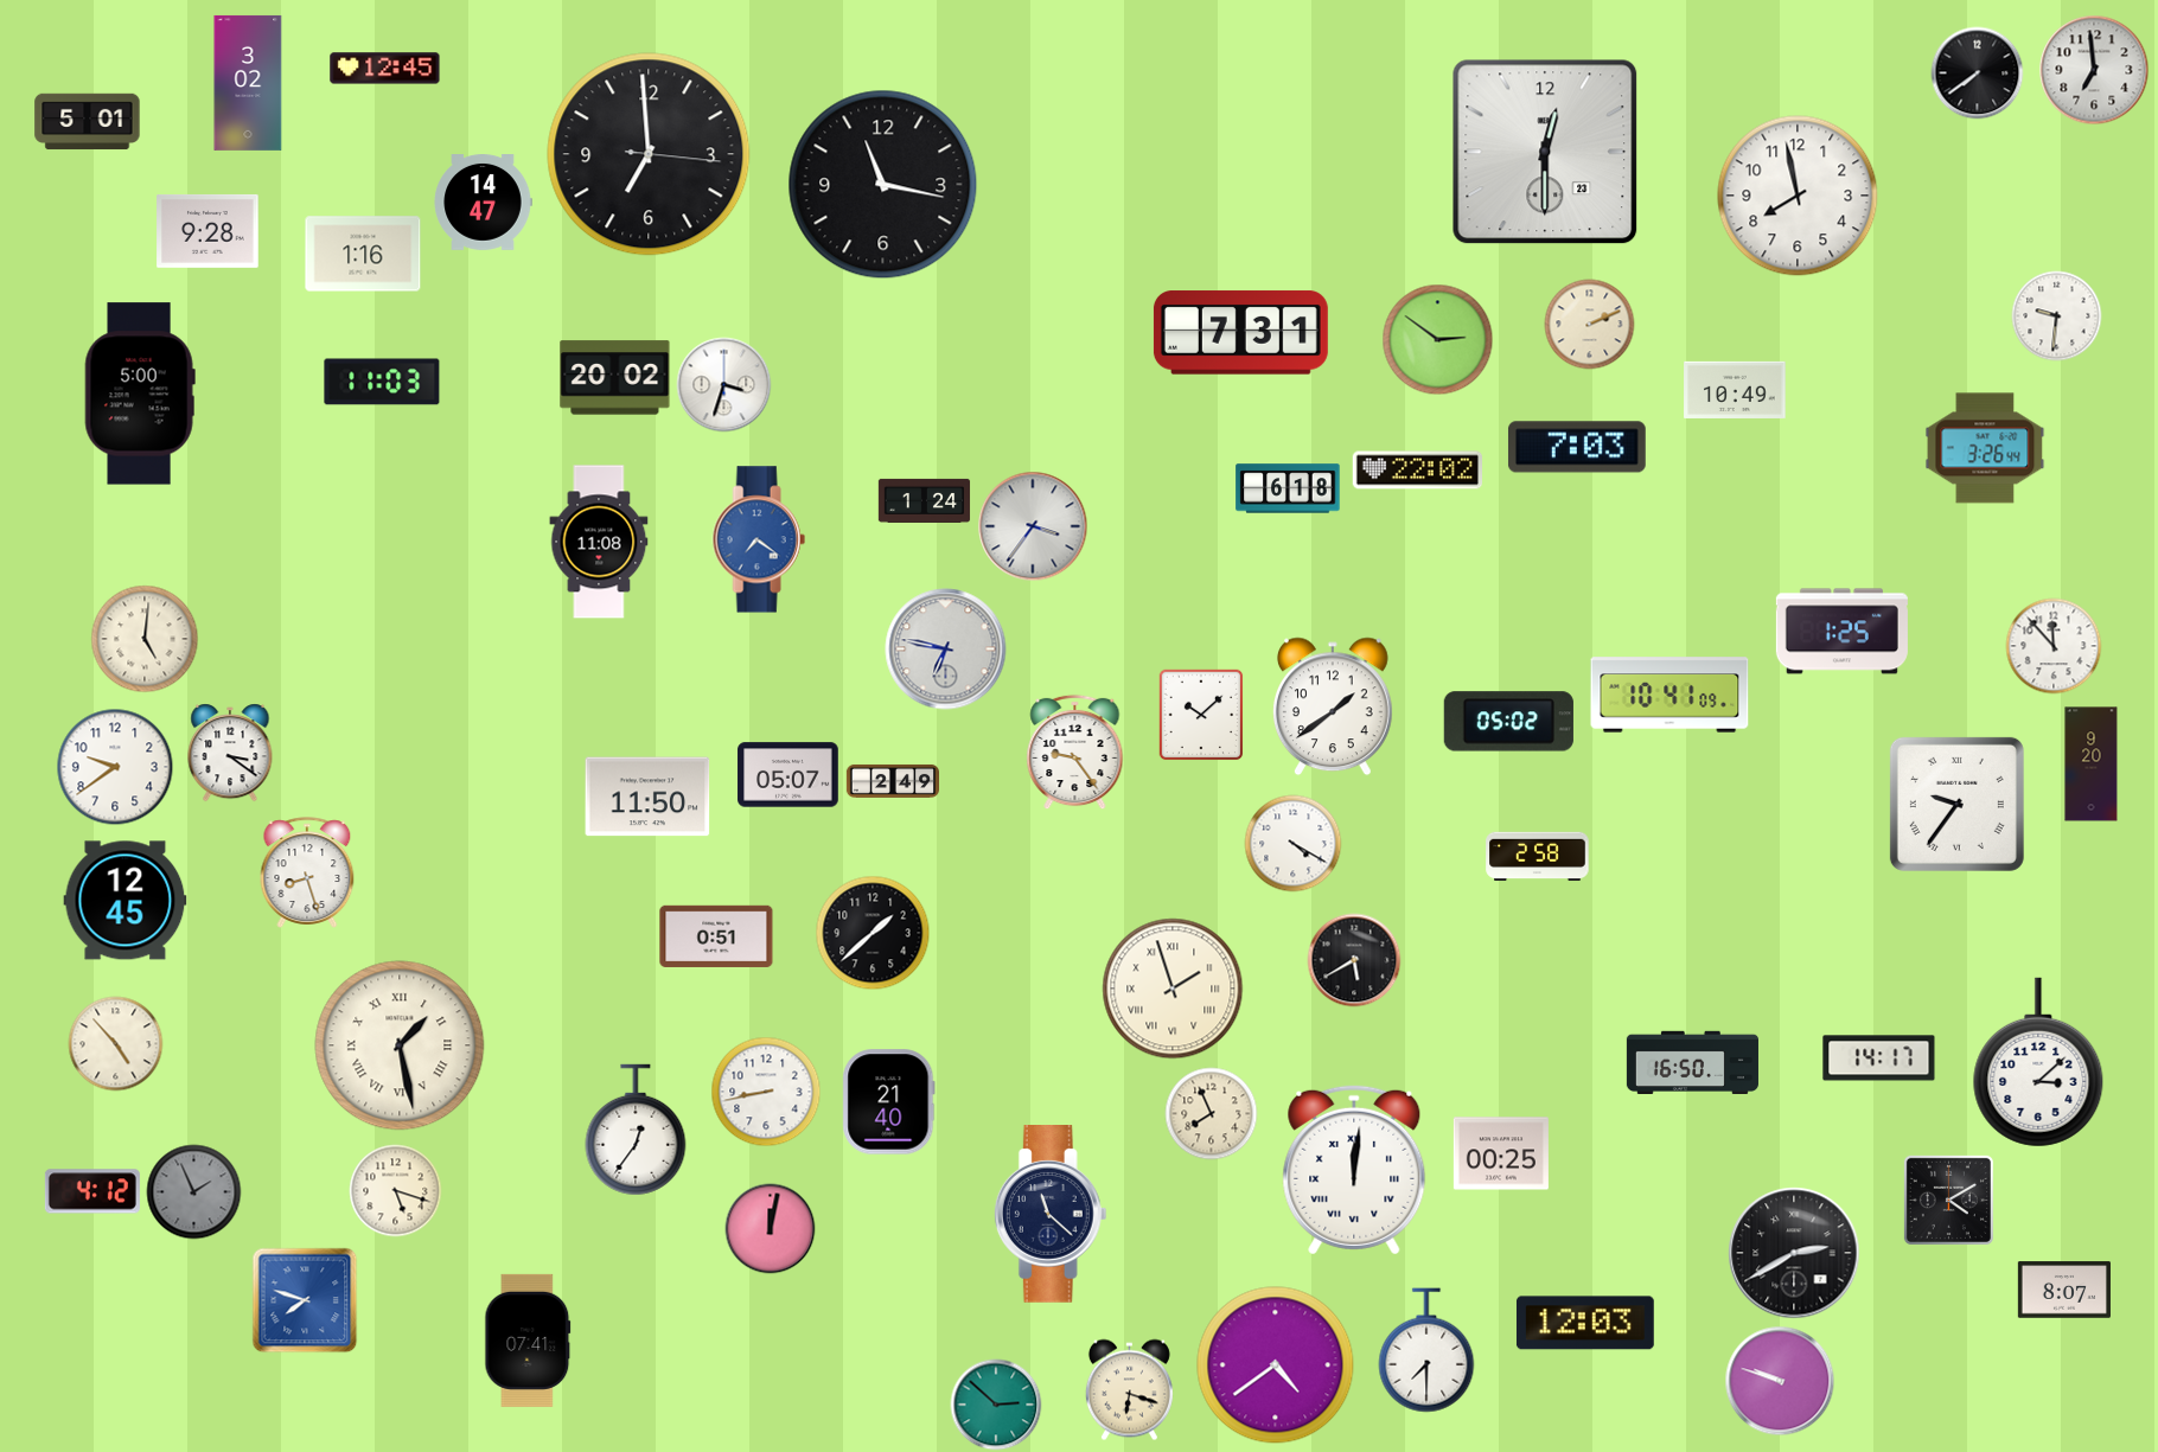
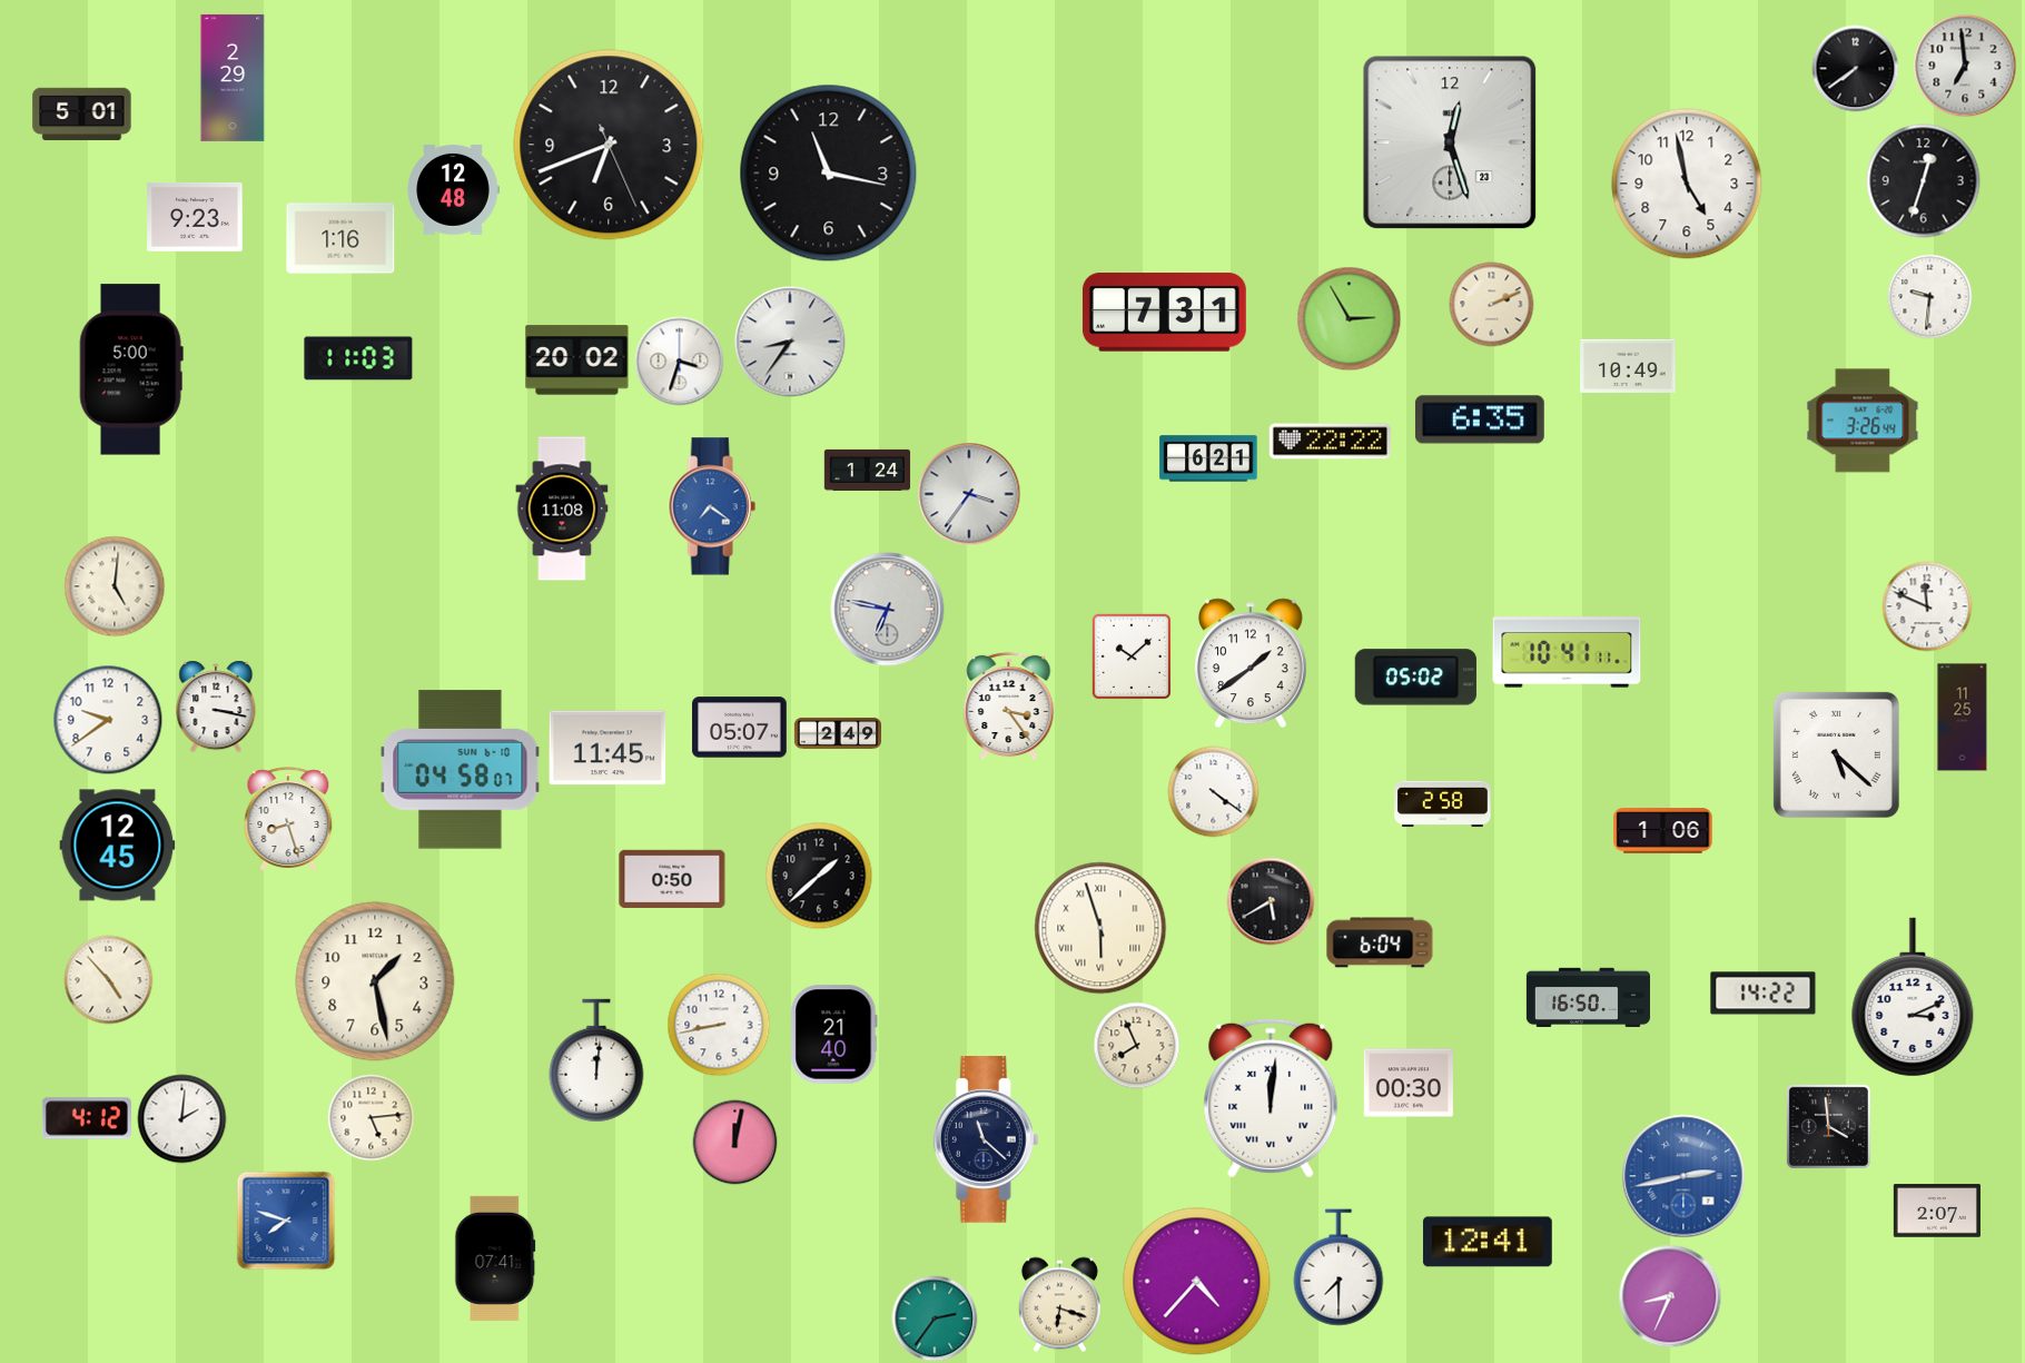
clock at (385, 69): 12:45 -> none
clock at (248, 83): 3:02 -> 2:29
clock at (1545, 152): 12:30 -> 12:27
clock at (649, 154): 6:59 -> 6:41
clock at (1924, 181): none -> 12:33
clock at (1798, 196): 7:58 -> 4:58
clock at (483, 203): 14:47 -> 12:48
clock at (207, 231): 9:28 -> 9:23
clock at (1438, 340): 2:51 -> 2:55
clock at (790, 342): none -> 8:36
clock at (615, 378) position: (615, 378) -> (577, 360)
clock at (1577, 447): 7:03 -> 6:35
clock at (1417, 471): 22:02 -> 22:22
clock at (1288, 488): 6:18 -> 6:21
clock at (1841, 632): 1:25 -> none
clock at (145, 639) position: (145, 639) -> (115, 586)
clock at (2054, 646): 11:53 -> 11:49
clock at (1669, 695): 10:41:09 -> 10:41:11
clock at (1201, 715) position: (1201, 715) -> (1132, 656)
clock at (230, 753): 3:21 -> 3:17
clock at (1075, 753): 9:24 -> 3:24
clock at (2092, 765): 9:20 -> 11:25
clock at (647, 797): 11:50 -> 11:45
clock at (1956, 804): 9:36 -> 5:22
clock at (461, 770): none -> 04:58
clock at (1294, 844): 4:20 -> 4:21
clock at (1663, 831): none -> 1:06
clock at (716, 936): 0:51 -> 0:50
clock at (1173, 989): 1:57 -> 5:57
clock at (1380, 942): none -> 6:04
clock at (400, 1045) numerals: Roman -> Arabic
clock at (1879, 1058): 14:17 -> 14:22
clock at (2038, 1062): 3:08 -> 3:11
clock at (636, 1130): 12:36 -> 12:01
clock at (1501, 1153): 00:25 -> 00:30
clock at (396, 1191): 5:18 -> 5:14
clock at (194, 1192): 1:56 -> 2:01
clock at (194, 1192) dial: grey -> white
clock at (1948, 1200): 4:10 -> 3:59
clock at (771, 1229) position: (771, 1229) -> (735, 1143)
clock at (1794, 1253): 2:40 -> 2:43
clock at (1794, 1253) dial: black -> blue
clock at (2064, 1290): 8:07 -> 2:07
clock at (1585, 1323): 12:03 -> 12:41
clock at (1276, 1365): 4:39 -> 4:37
clock at (1780, 1381): 9:48 -> 8:34
clock at (996, 1405): 2:52 -> 2:36
